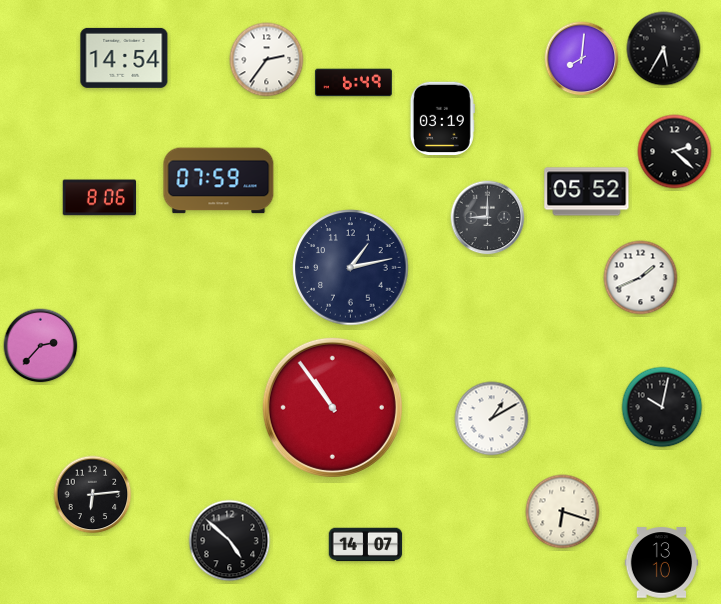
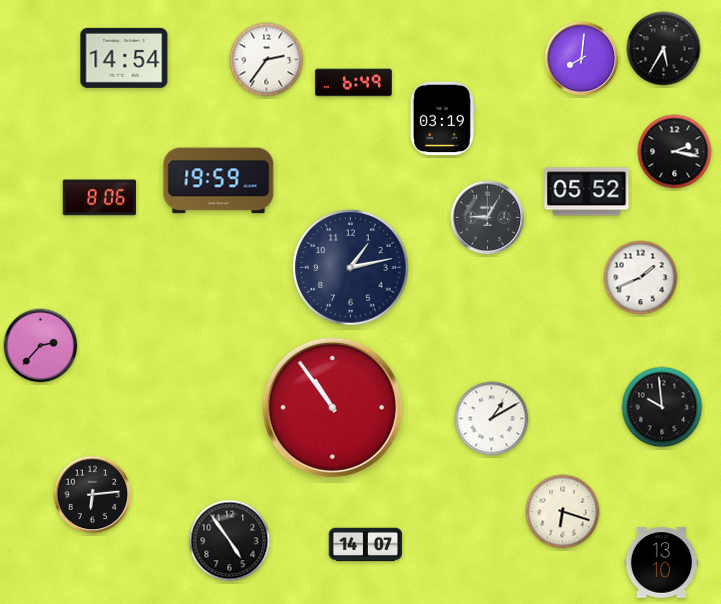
clock at (675, 152): 2:22 -> 2:17
clock at (219, 181): 07:59 -> 19:59
clock at (488, 218): 9:00 -> 9:05
clock at (662, 407): 10:02 -> 9:59
clock at (230, 541): 4:52 -> 4:54
